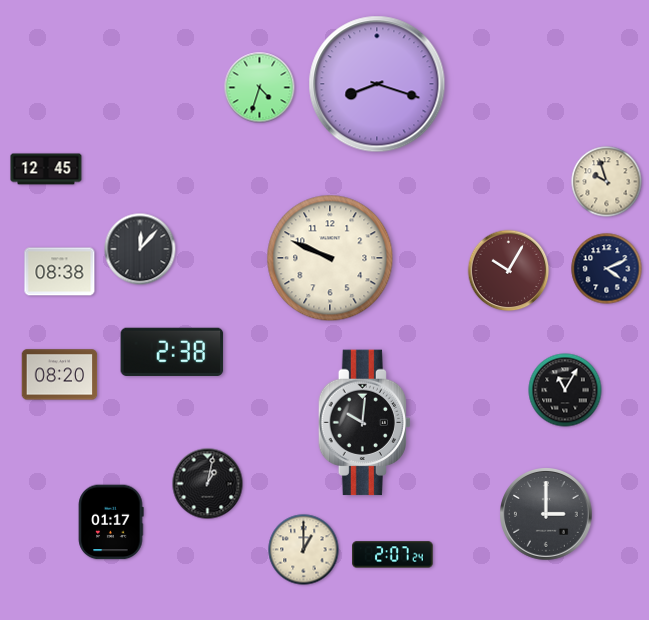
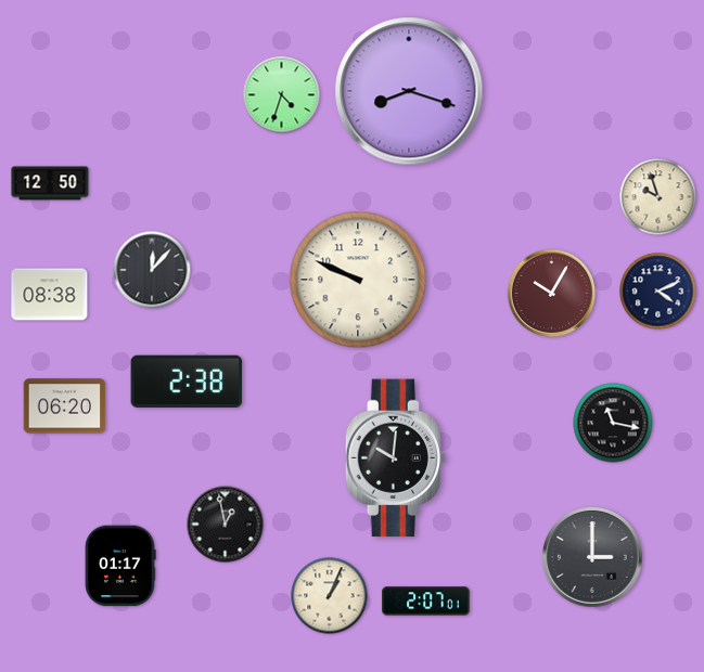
clock at (46, 169): 12:45 -> 12:50
clock at (60, 272) position: (60, 272) -> (50, 295)
clock at (60, 375): 08:20 -> 06:20
clock at (565, 390): 11:05 -> 11:17
clock at (208, 484): 1:02 -> 12:58
clock at (304, 550): 1:00 -> 1:04
clock at (393, 555): 2:07:24 -> 2:07:01
